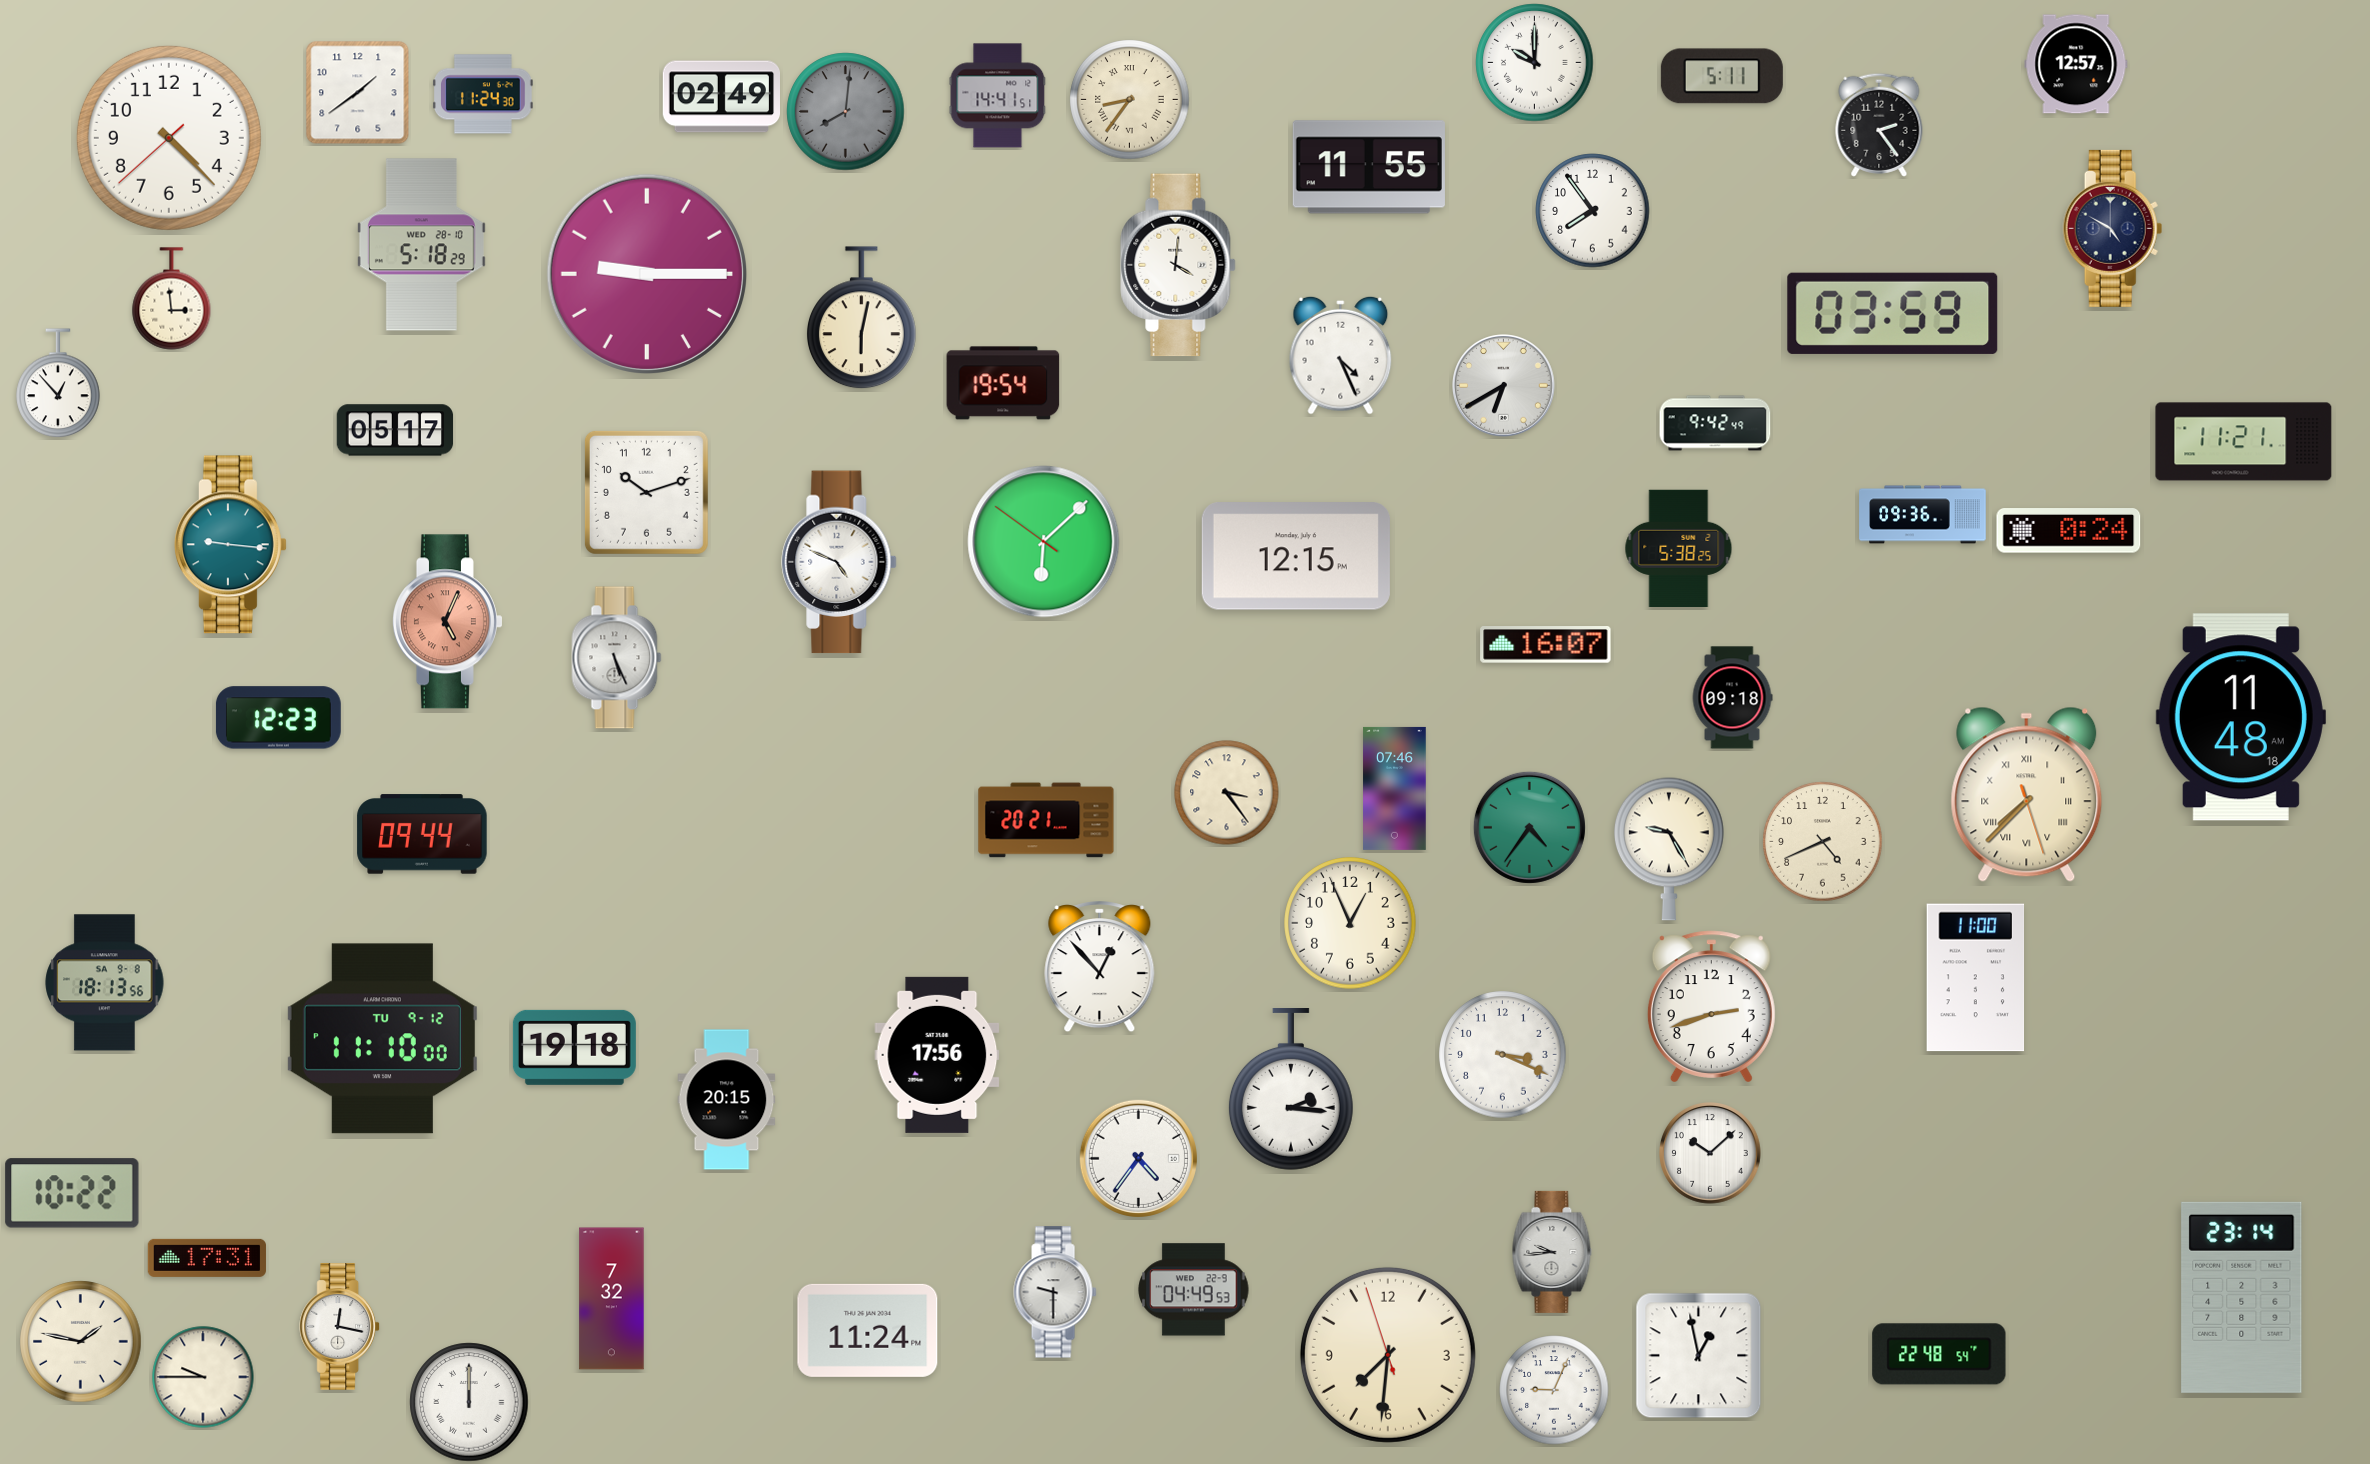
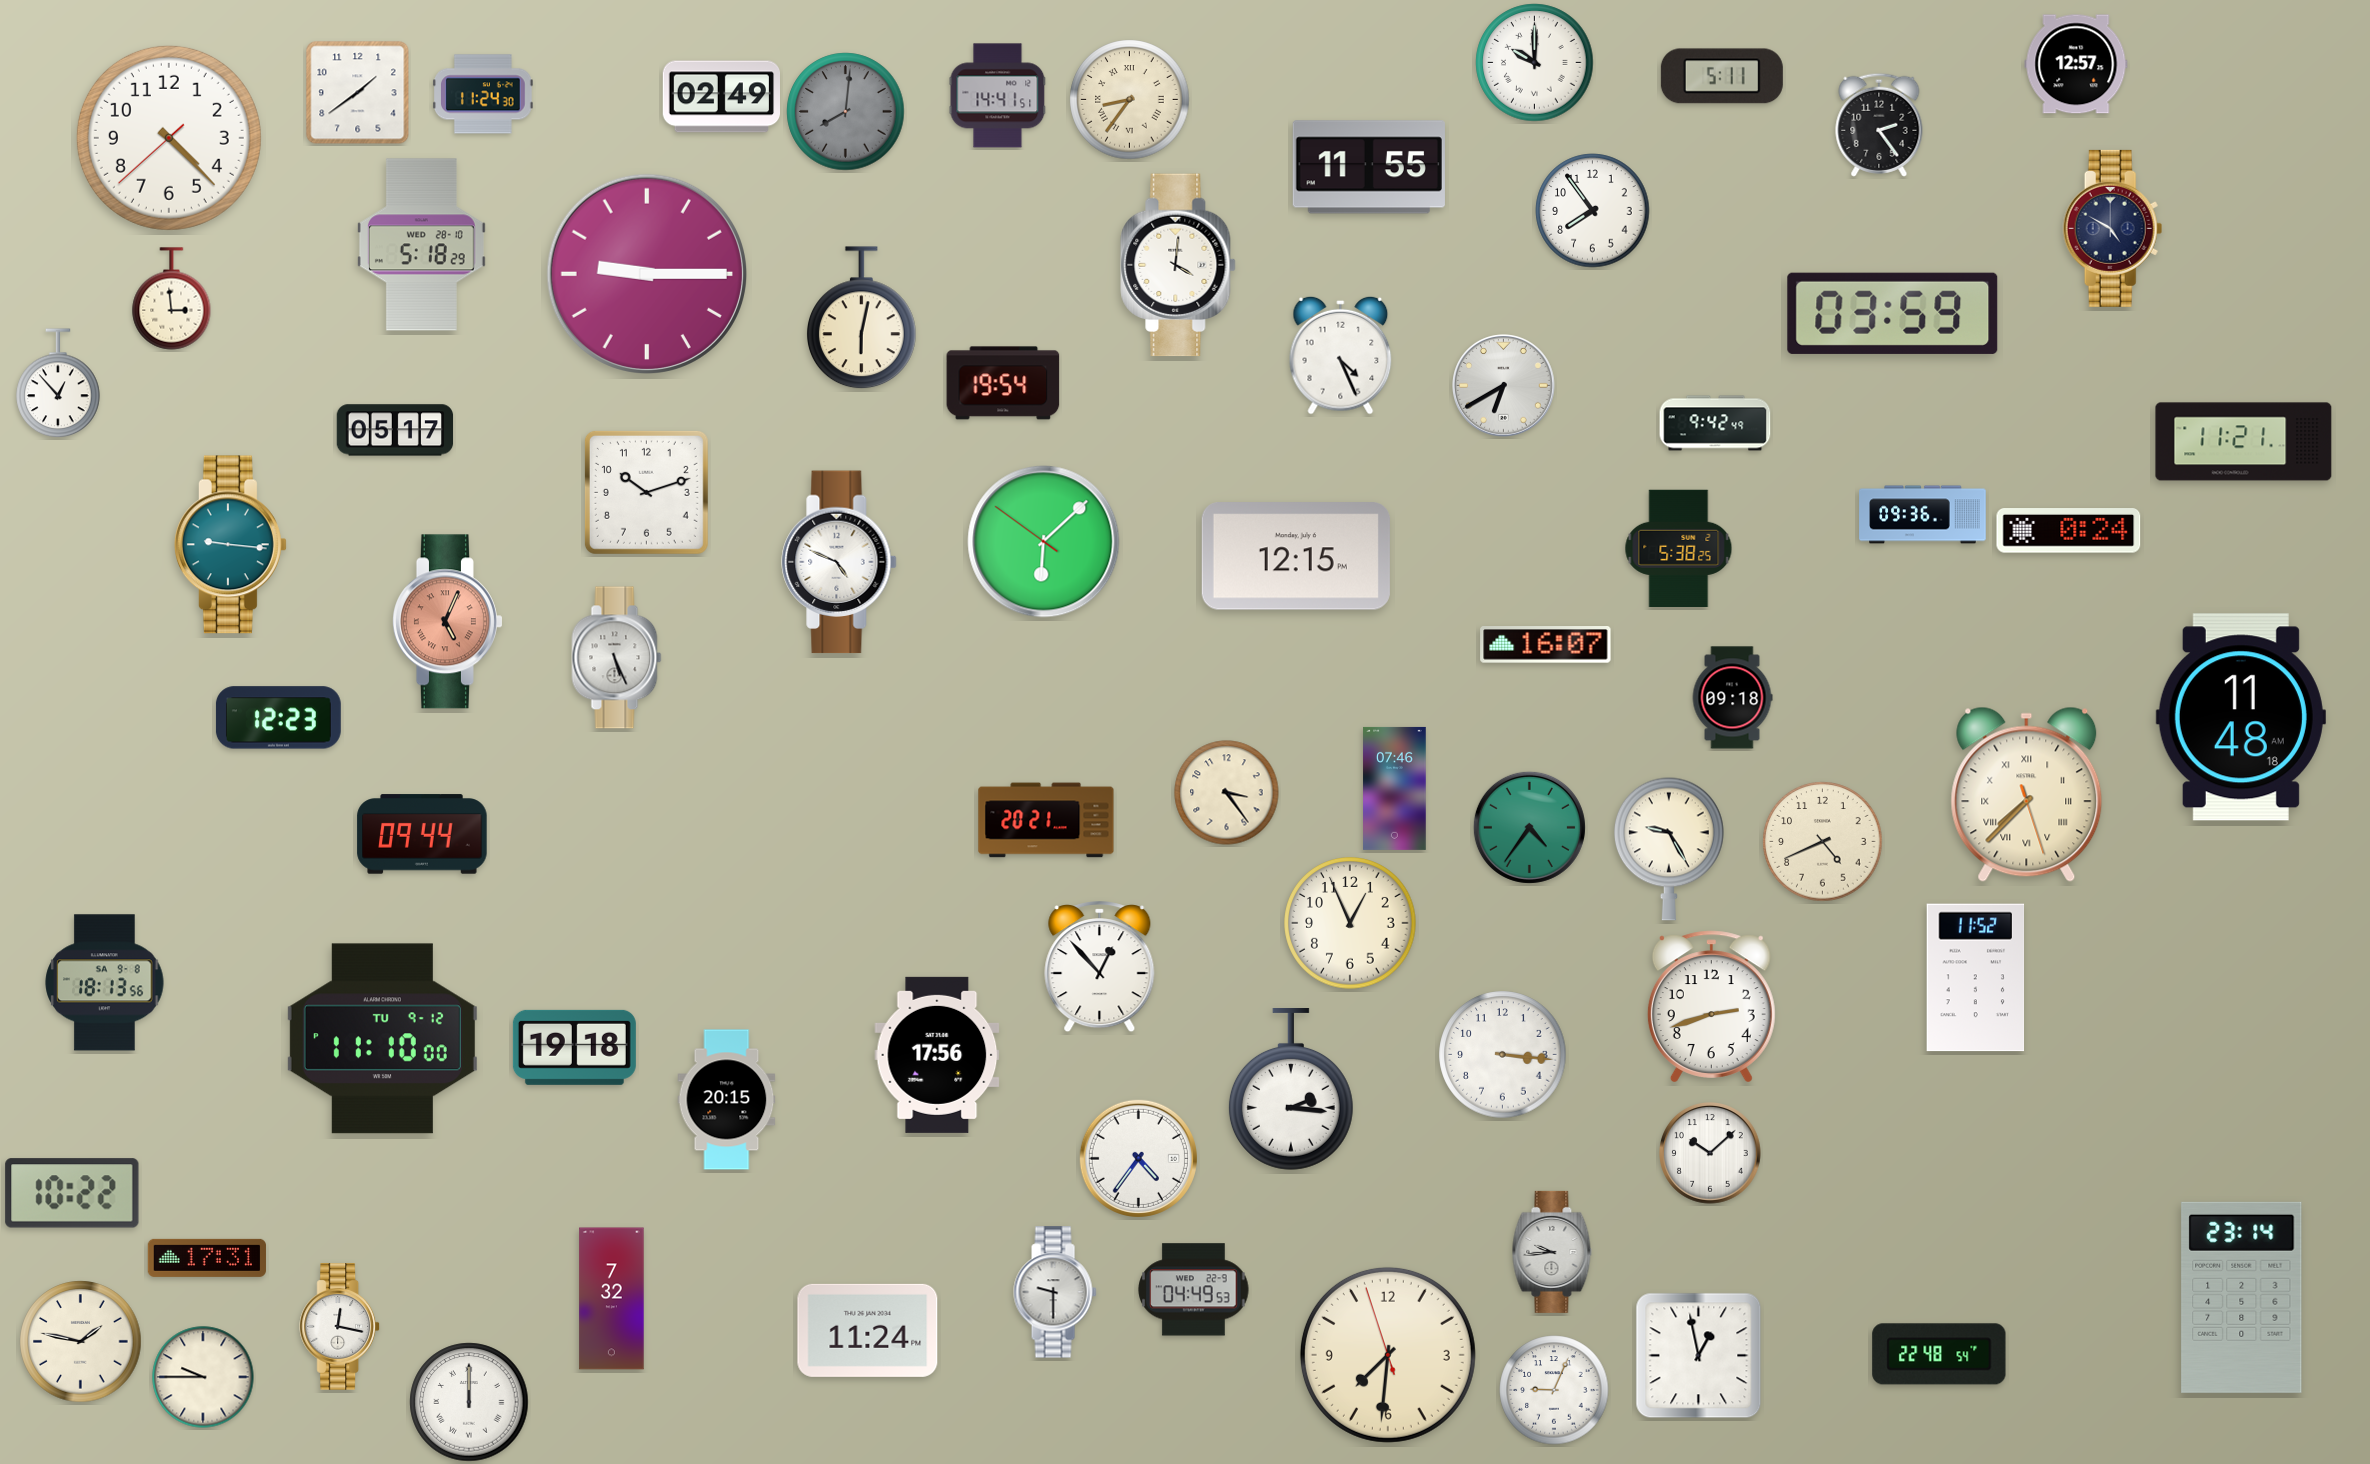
clock at (1976, 978): 11:00 -> 11:52
clock at (1503, 1055): 3:19 -> 3:16
